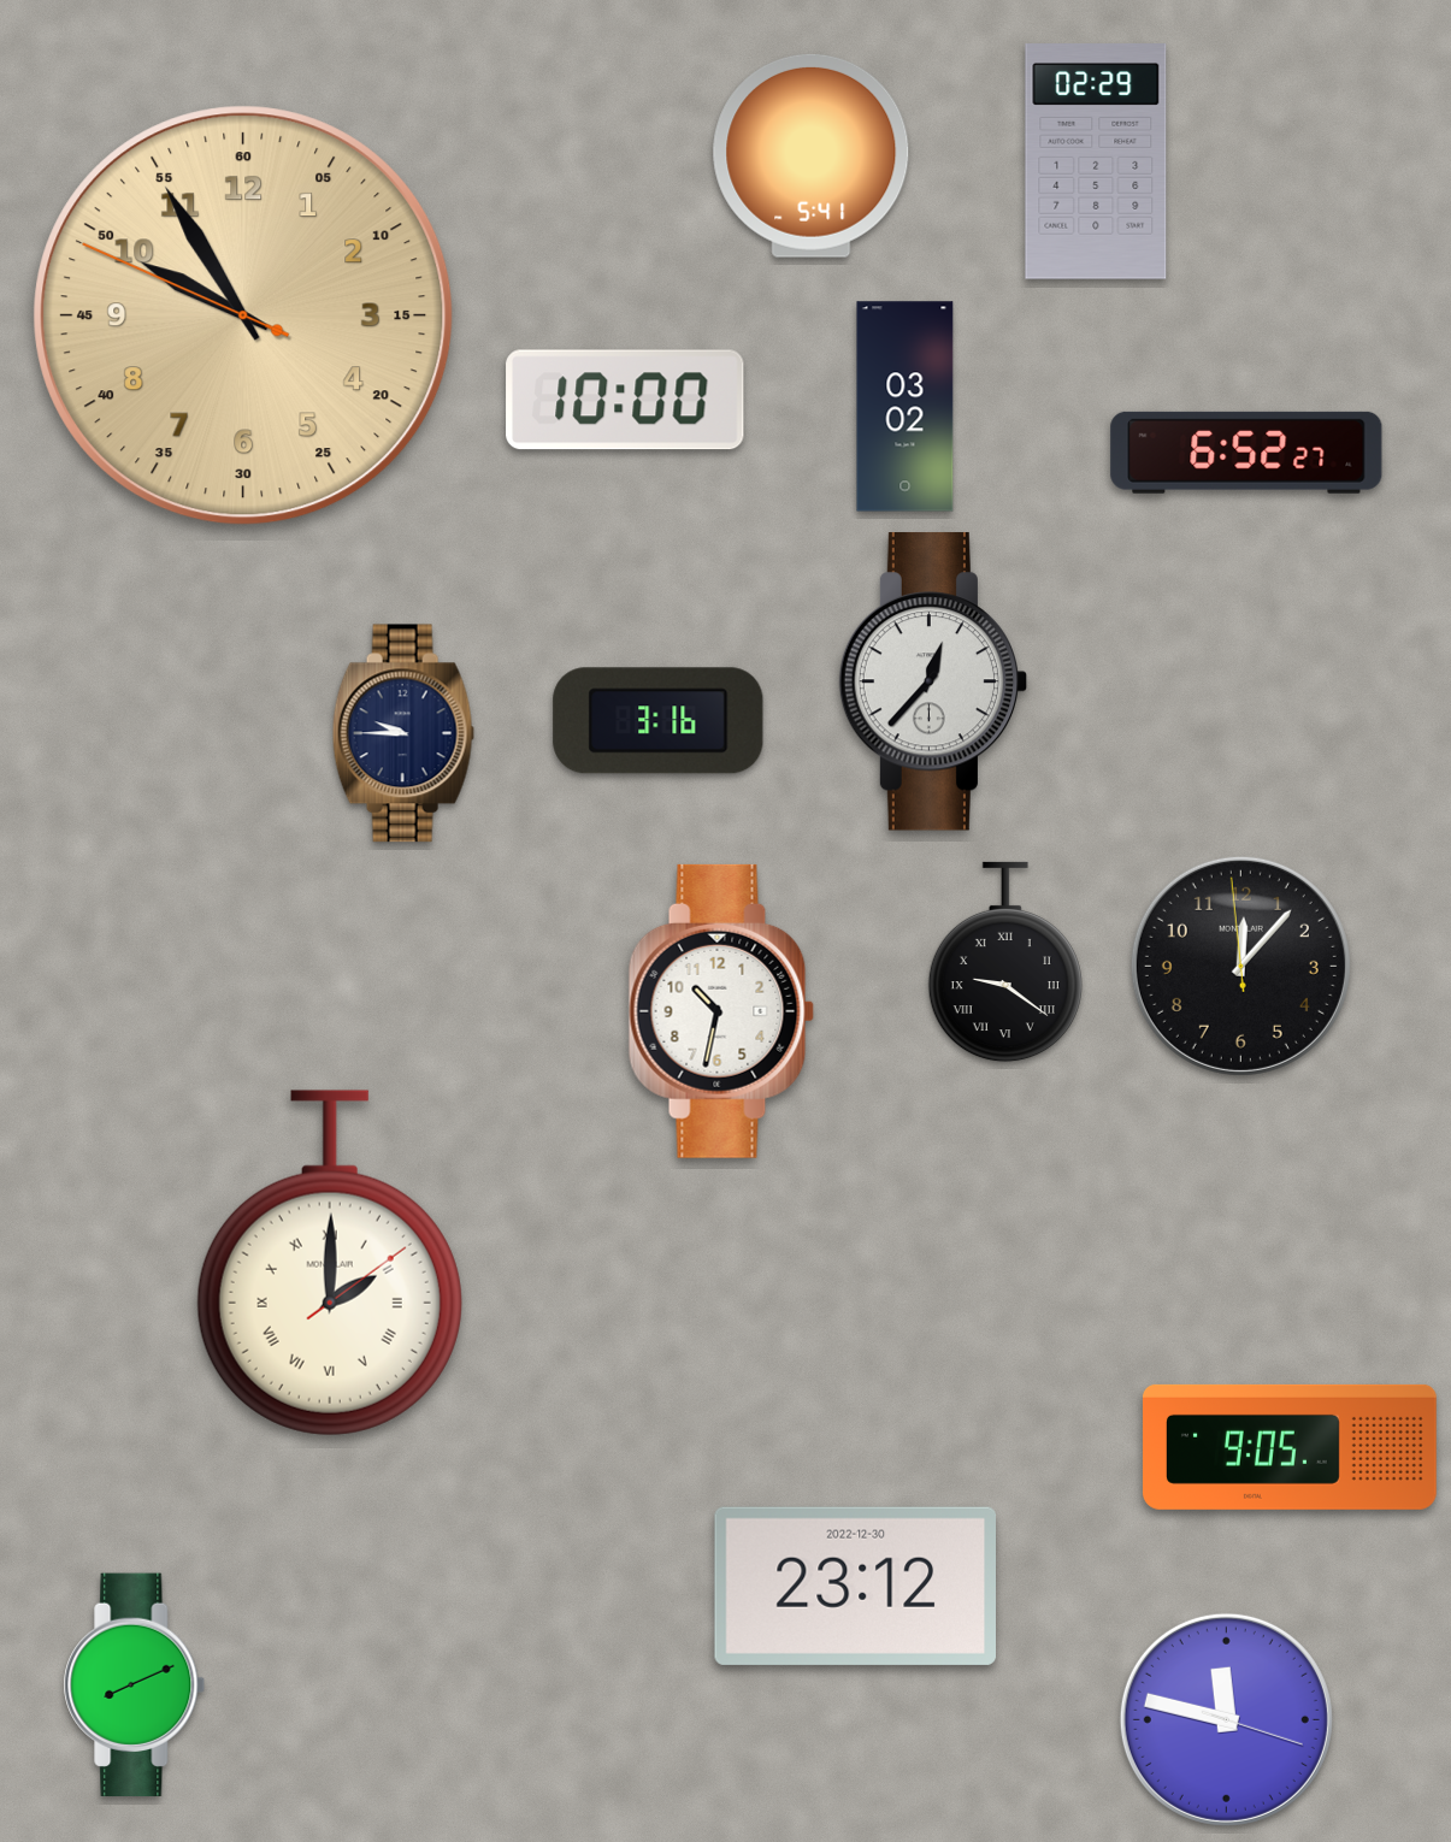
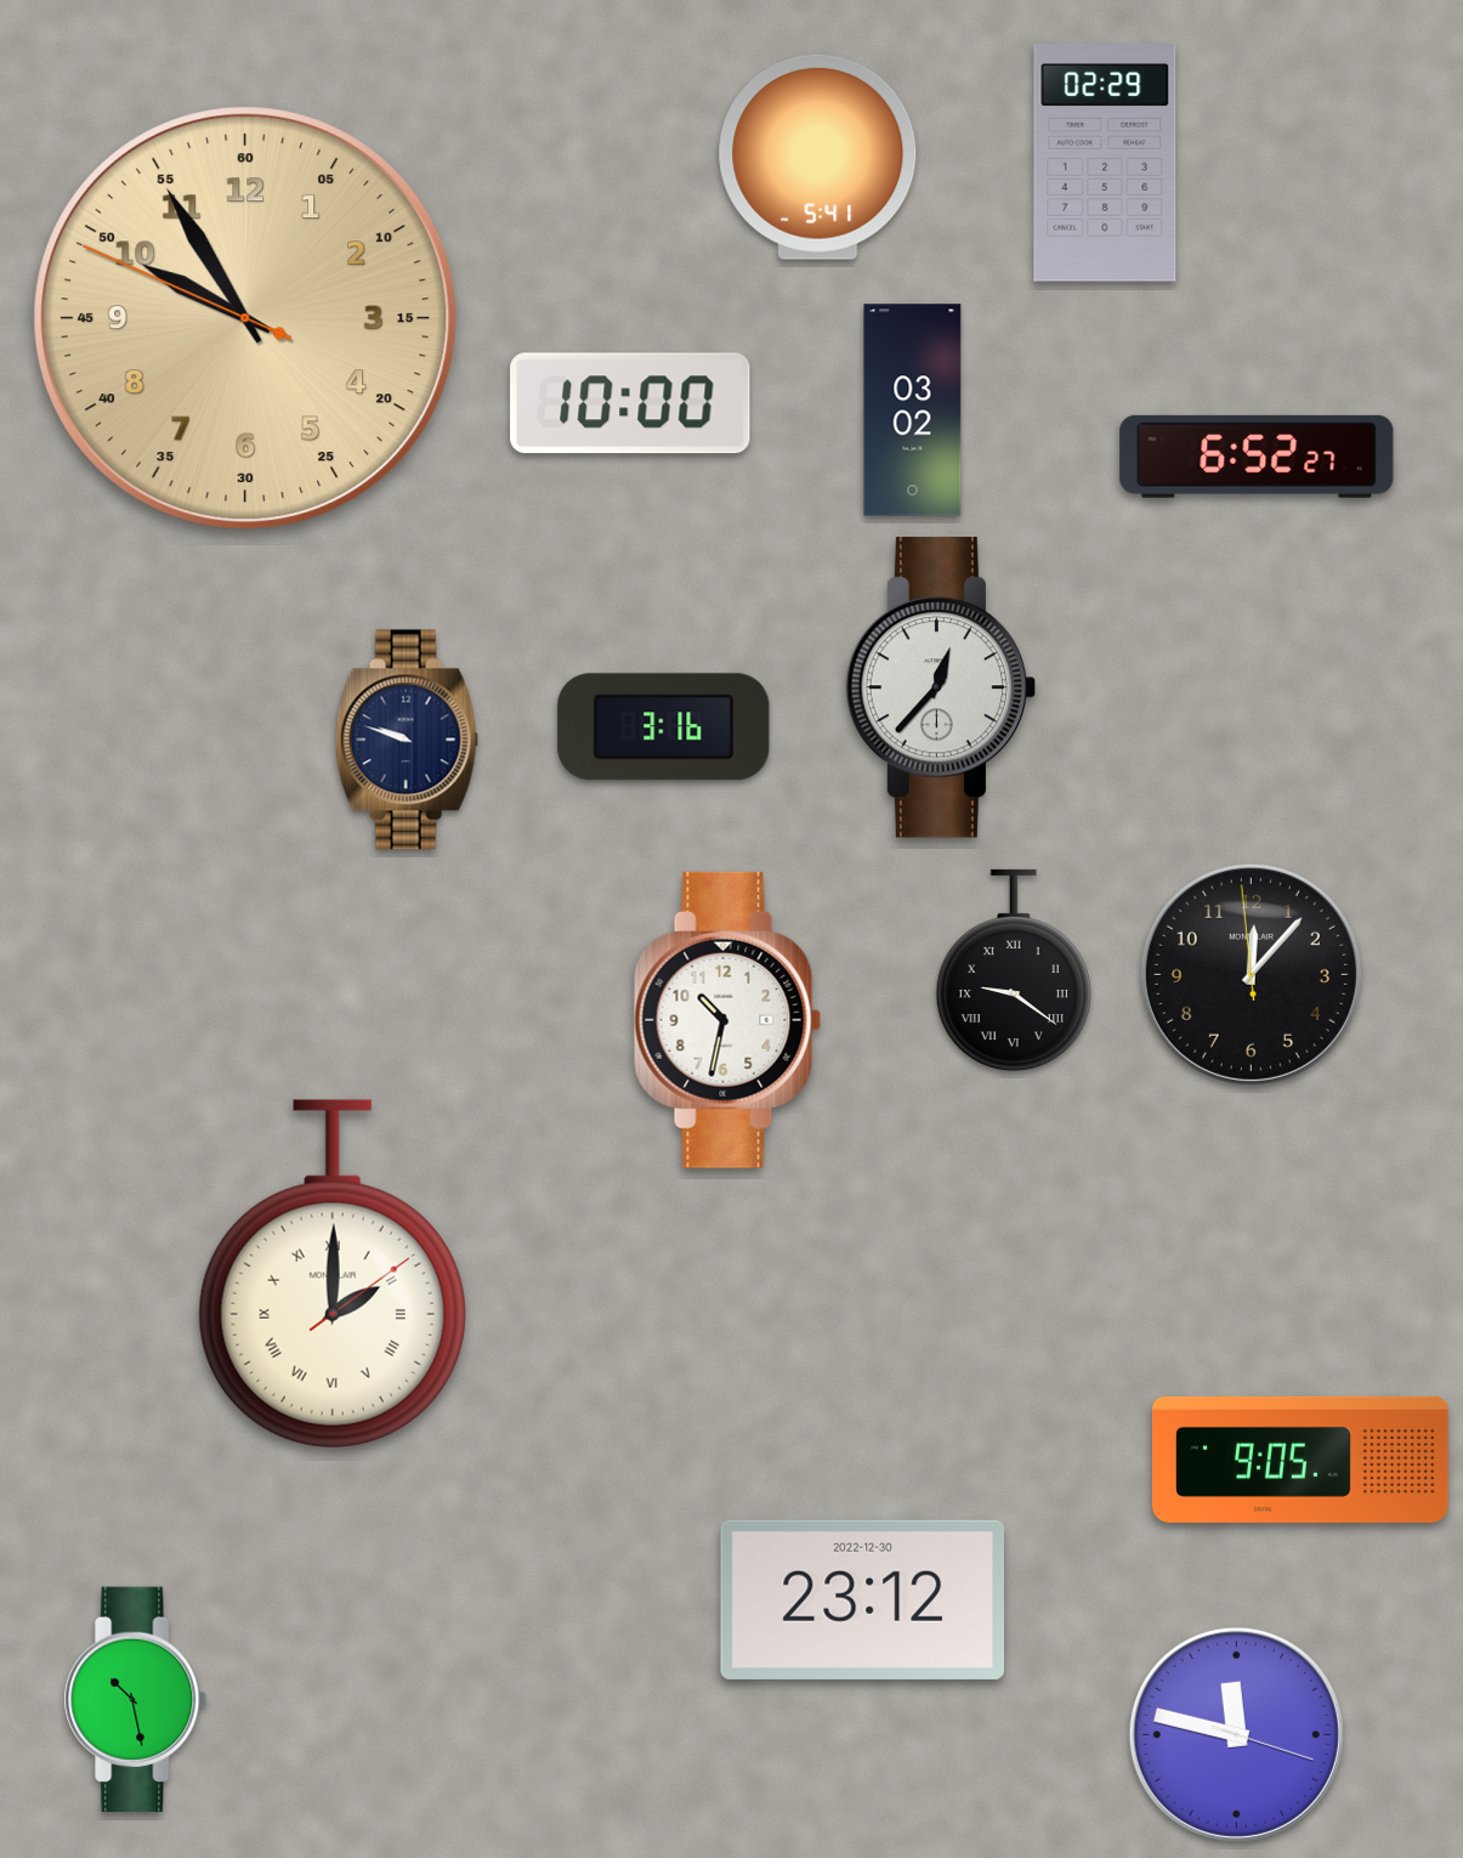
clock at (403, 733): 9:45 -> 9:48
clock at (135, 1684): 8:11 -> 10:28
